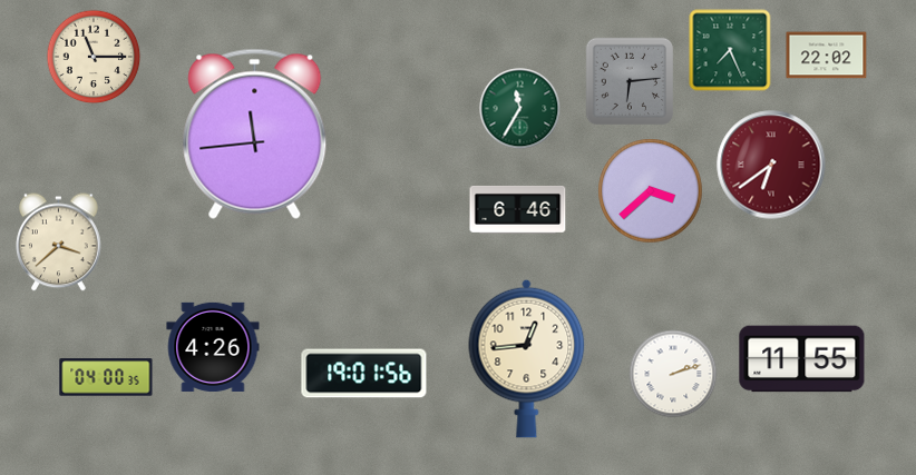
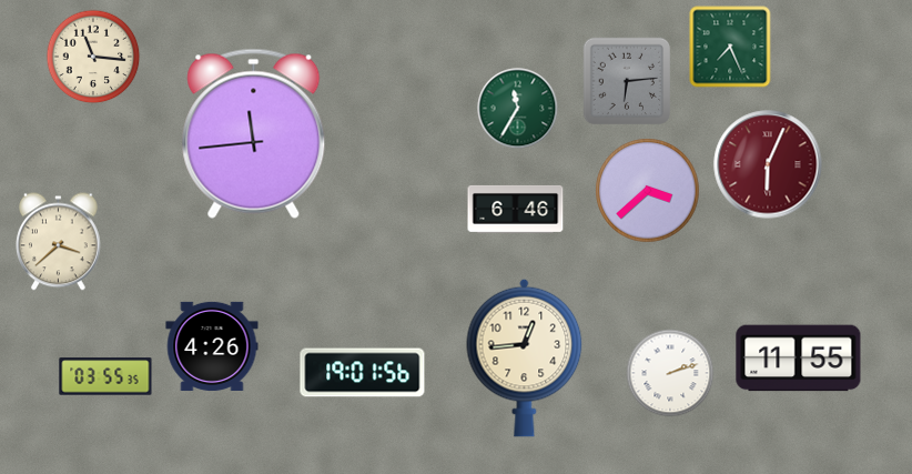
clock at (730, 50) position: (730, 50) -> (730, 47)
clock at (827, 56): 22:02 -> none
clock at (94, 57): 11:15 -> 11:16
clock at (771, 165): 6:39 -> 6:04
clock at (106, 377): 04:00 -> 03:55
